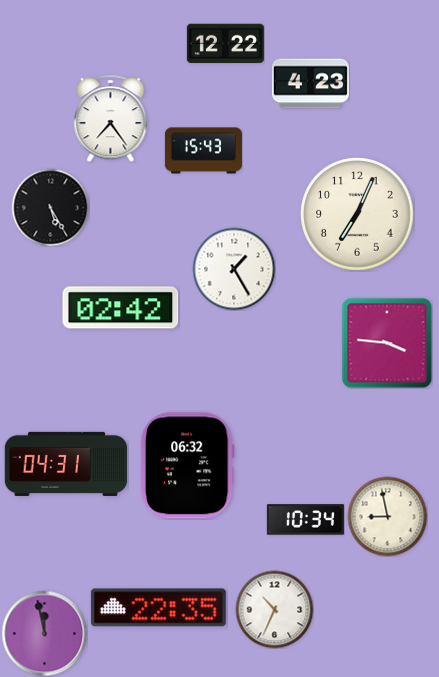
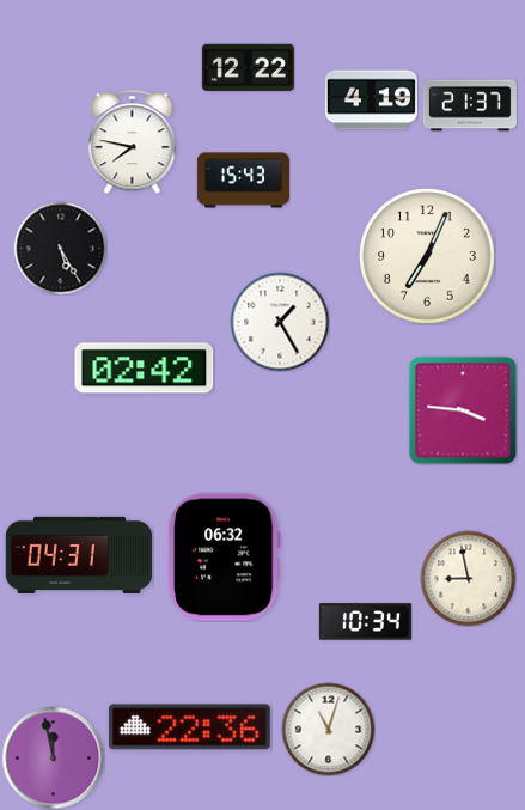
clock at (225, 44) position: (225, 44) -> (248, 68)
clock at (310, 84): 4:23 -> 4:19
clock at (470, 105): none -> 21:37
clock at (111, 118): 7:24 -> 7:47
clock at (387, 516) position: (387, 516) -> (468, 578)
clock at (158, 608): 22:35 -> 22:36
clock at (274, 609): 10:34 -> 11:03
